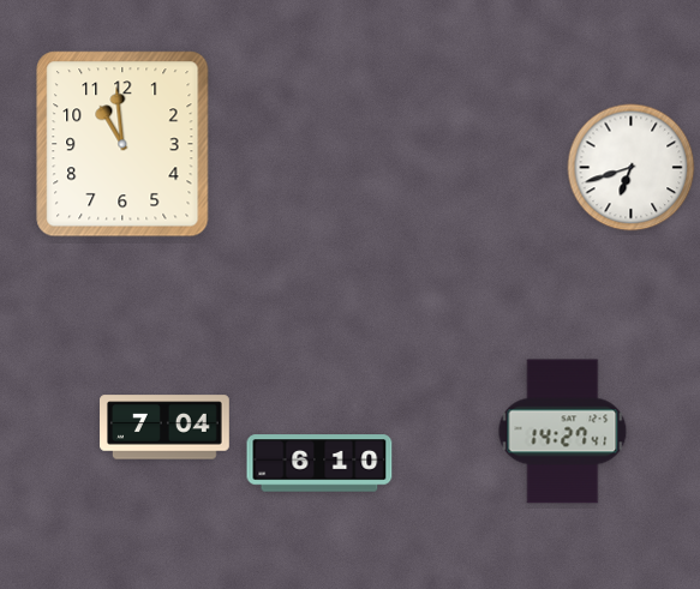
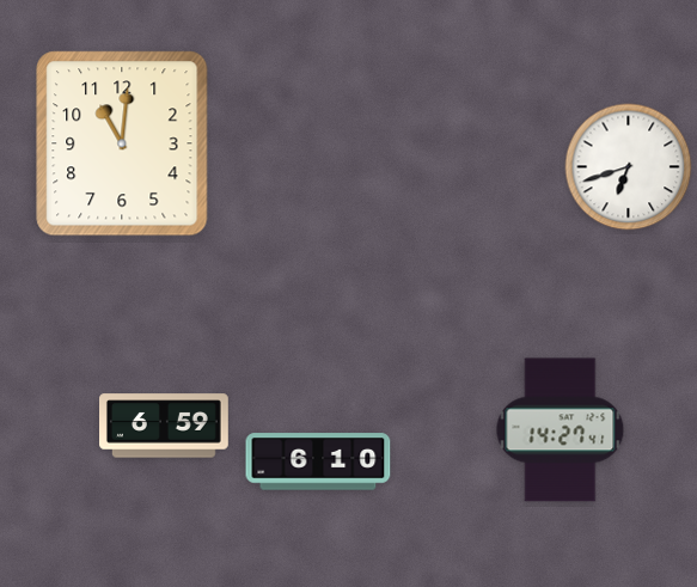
clock at (122, 144): 10:59 -> 11:01
clock at (166, 427): 7:04 -> 6:59
